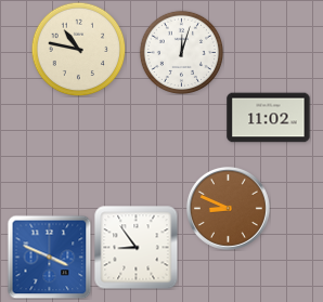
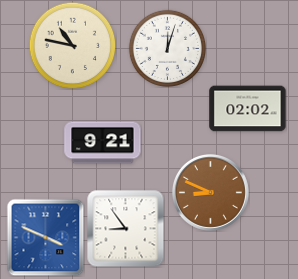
clock at (269, 118): 11:02 -> 02:02
clock at (103, 143): none -> 9:21
